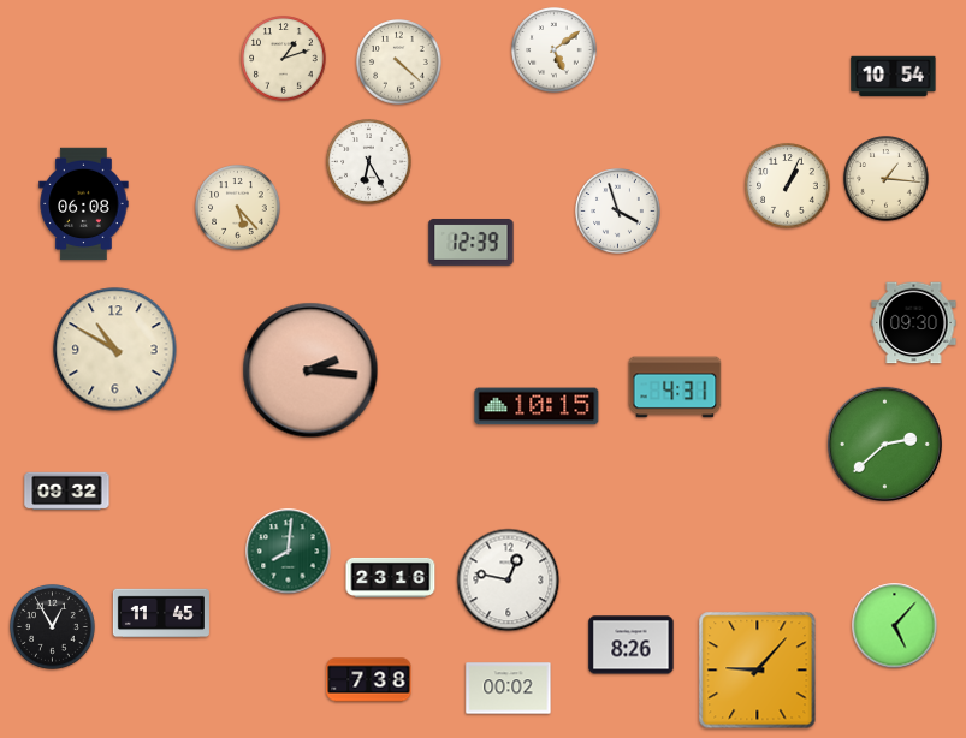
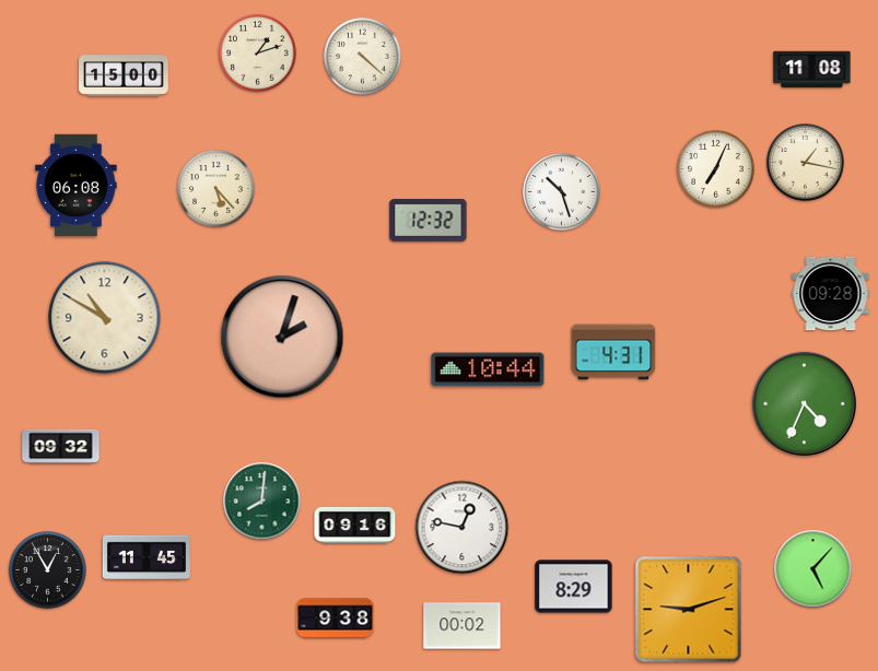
clock at (555, 50): 5:09 -> none
clock at (894, 77): 10:54 -> 11:08
clock at (124, 75): none -> 15:00
clock at (369, 162): 6:25 -> none
clock at (887, 179): 1:16 -> 1:17
clock at (788, 186): 1:04 -> 7:04
clock at (618, 212): 3:57 -> 10:27
clock at (472, 242): 12:39 -> 12:32
clock at (914, 323): 09:30 -> 09:28
clock at (310, 370): 2:16 -> 2:03
clock at (537, 406): 10:15 -> 10:44
clock at (884, 444): 2:38 -> 4:34
clock at (391, 577): 23:16 -> 09:16
clock at (632, 645): 8:26 -> 8:29
clock at (758, 671): 9:07 -> 9:12
clock at (369, 680): 7:38 -> 9:38
